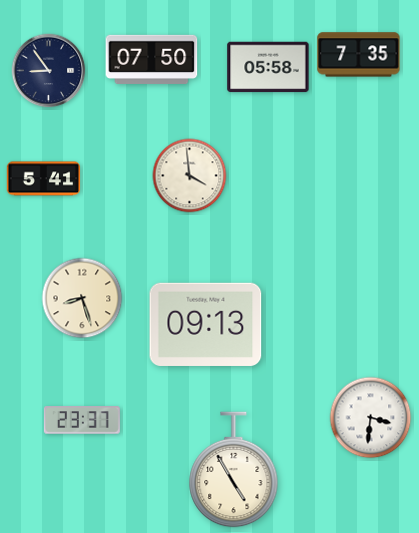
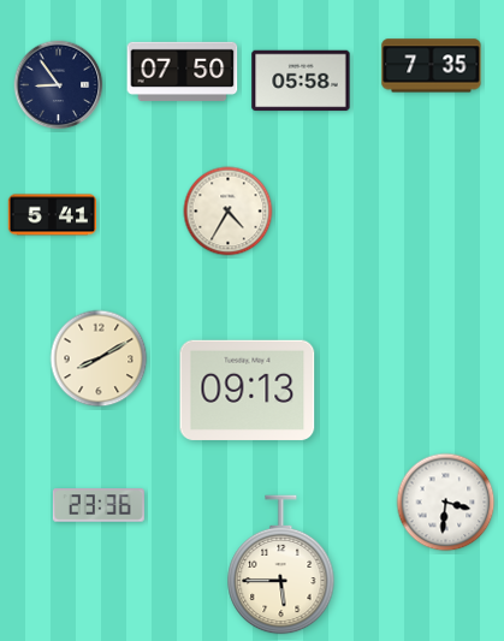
clock at (268, 67) position: (268, 67) -> (301, 81)
clock at (190, 176): 3:59 -> 4:35
clock at (82, 298): 8:27 -> 8:10
clock at (82, 420): 23:37 -> 23:36
clock at (234, 470): 4:55 -> 5:45
